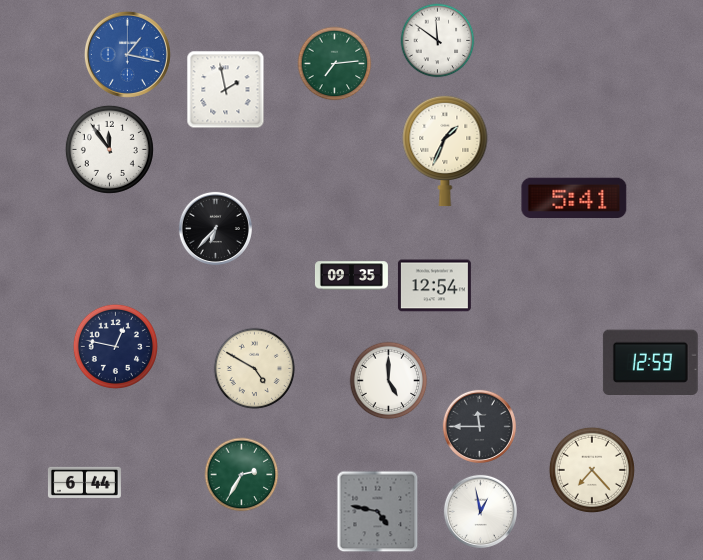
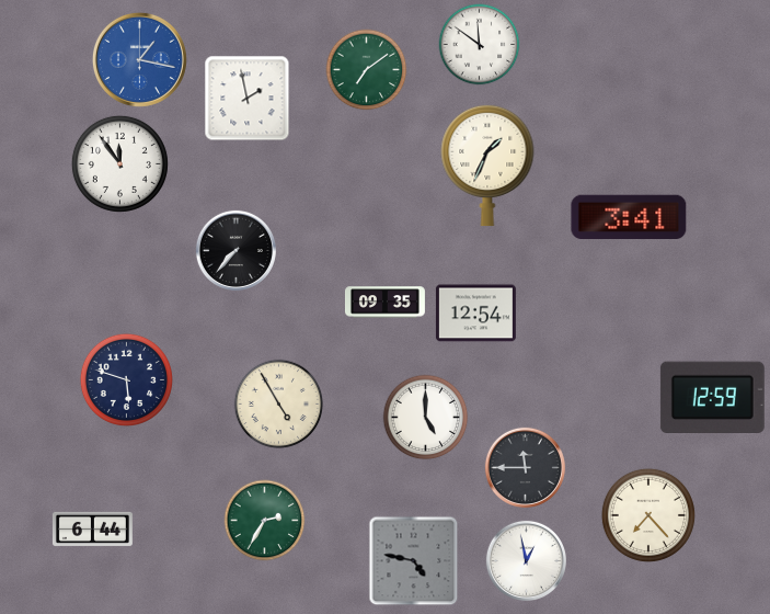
clock at (335, 64): 7:14 -> 7:09
clock at (574, 197): 5:41 -> 3:41
clock at (215, 228): 6:37 -> 7:37
clock at (115, 346): 12:47 -> 5:48
clock at (255, 369): 4:50 -> 4:55
